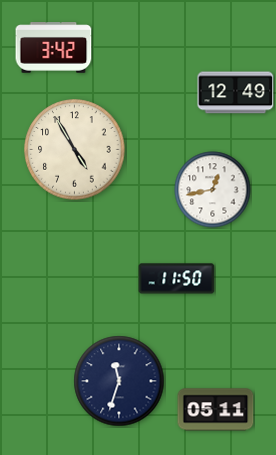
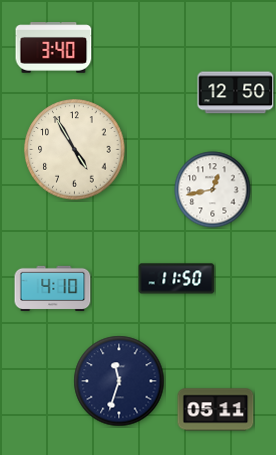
clock at (54, 48): 3:42 -> 3:40
clock at (236, 93): 12:49 -> 12:50
clock at (53, 289): none -> 4:10
